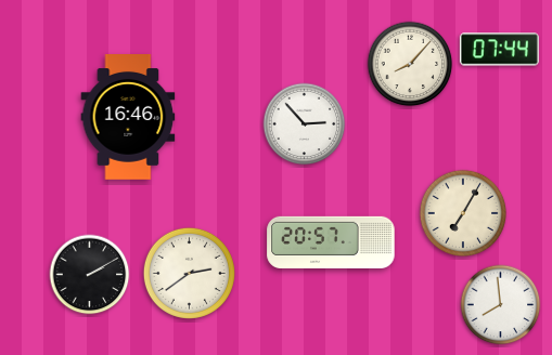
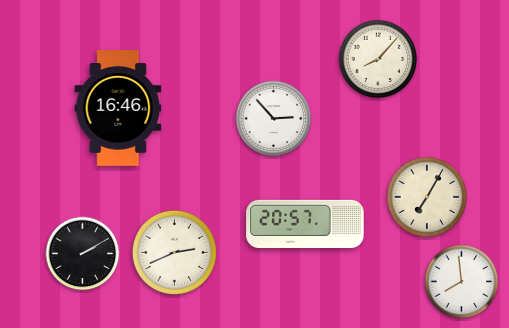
clock at (499, 50): 07:44 -> none
clock at (305, 124) position: (305, 124) -> (274, 119)
clock at (189, 273): 2:39 -> 2:41
